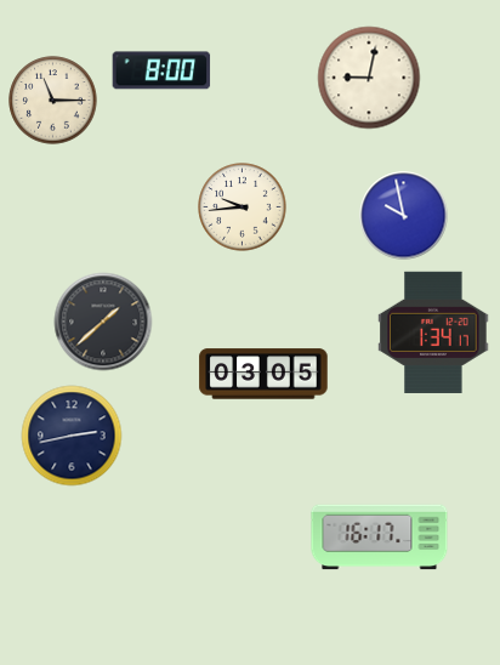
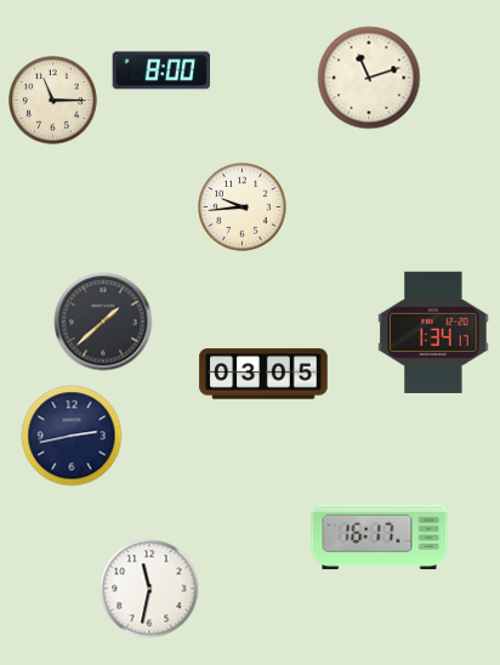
clock at (369, 78): 9:02 -> 11:12
clock at (404, 216): 9:58 -> none
clock at (149, 589): none -> 11:32
